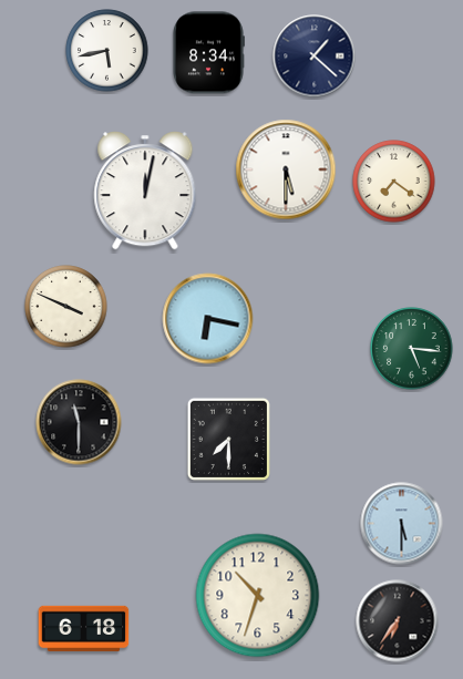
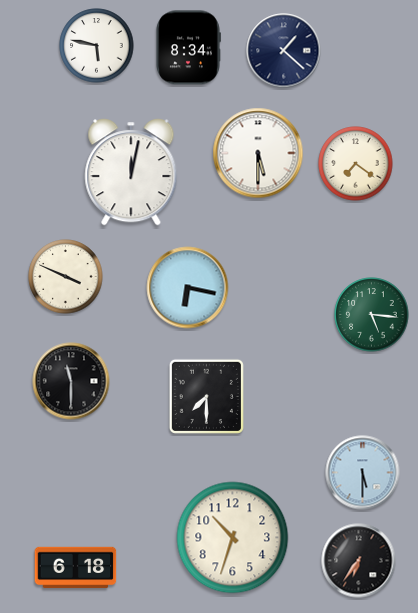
clock at (107, 51): 5:43 -> 5:47
clock at (66, 307) position: (66, 307) -> (66, 277)
